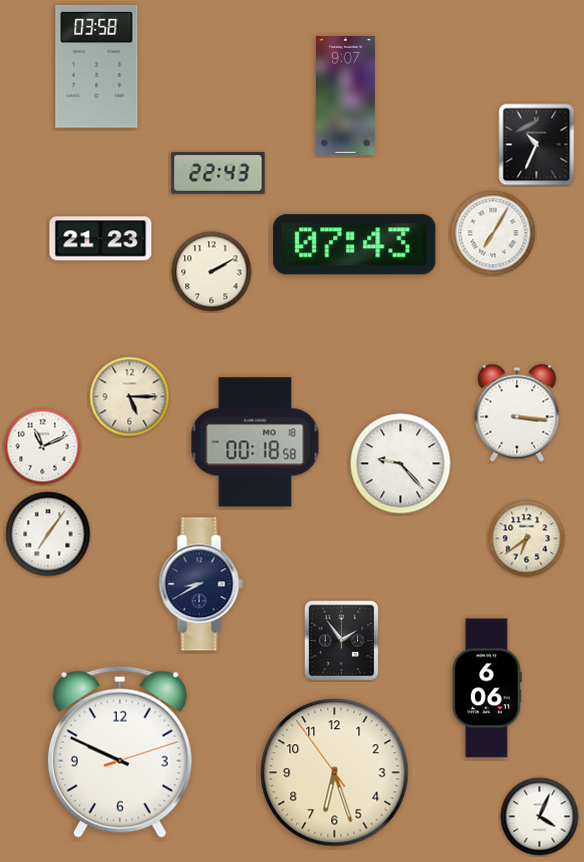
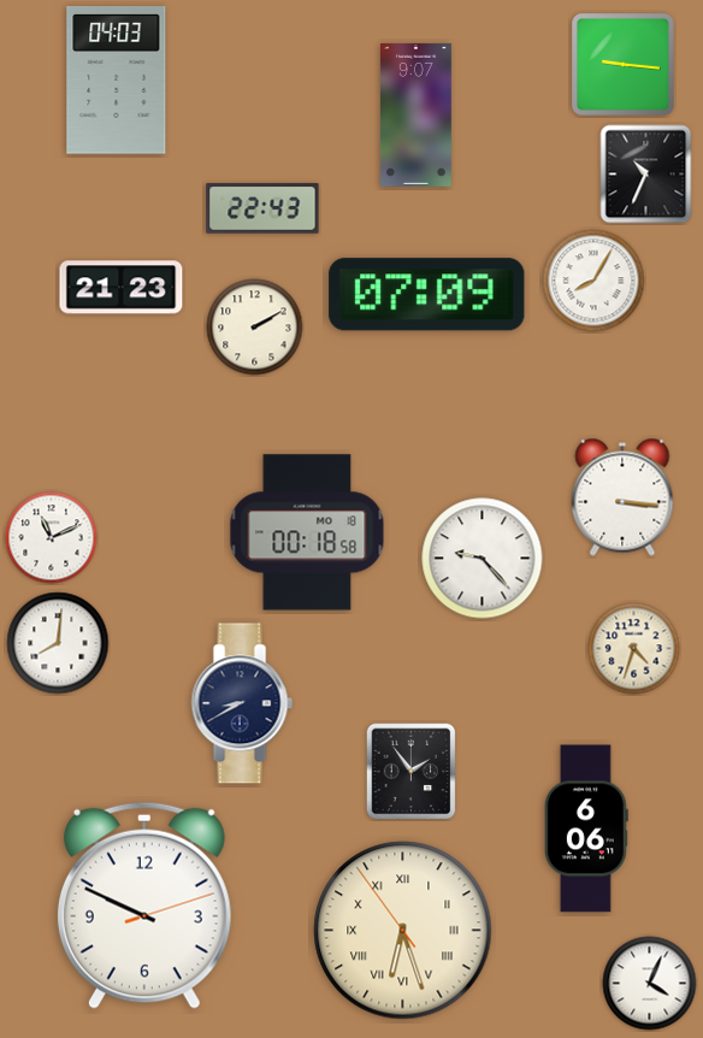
clock at (624, 65): none -> 9:16
clock at (97, 67): 03:58 -> 04:03
clock at (493, 233): 7:05 -> 8:05
clock at (355, 245): 07:43 -> 07:09
clock at (130, 397): 5:15 -> none
clock at (48, 534): 7:06 -> 8:01
clock at (527, 539): 6:39 -> 4:33
clock at (335, 773) numerals: Arabic -> Roman
